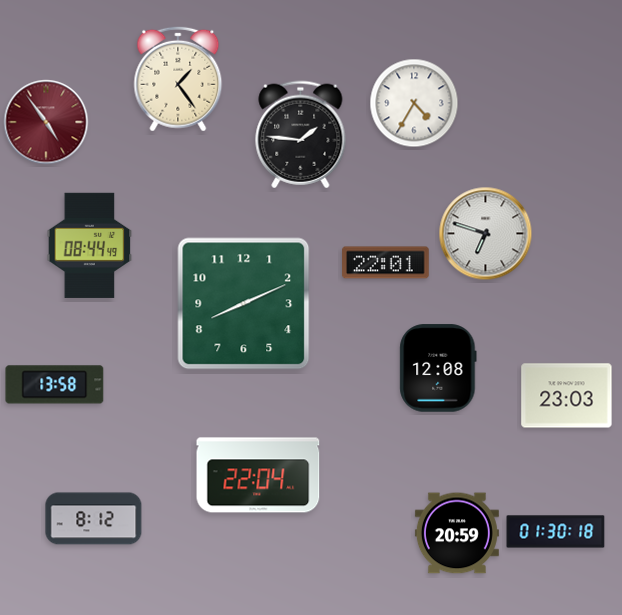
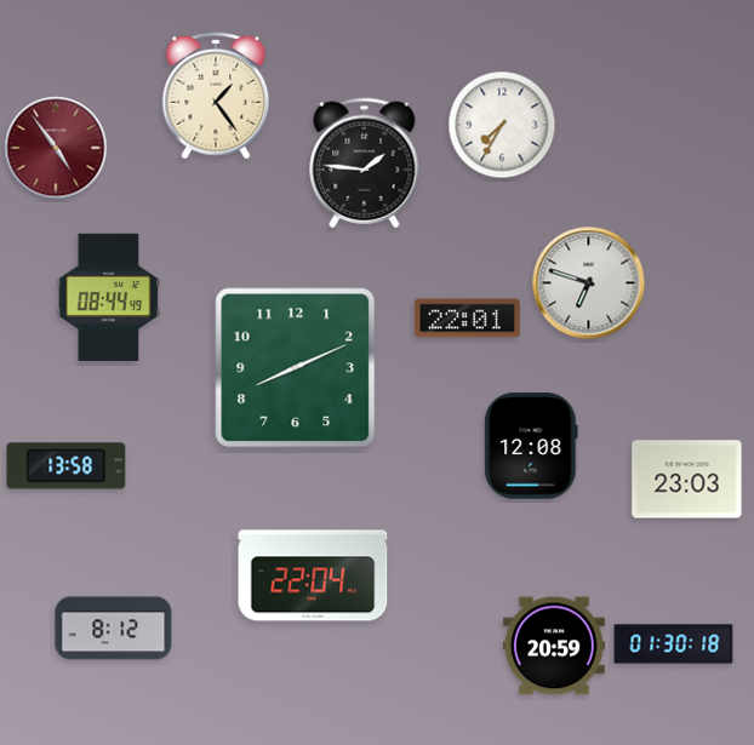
clock at (414, 103): 4:35 -> 7:35
